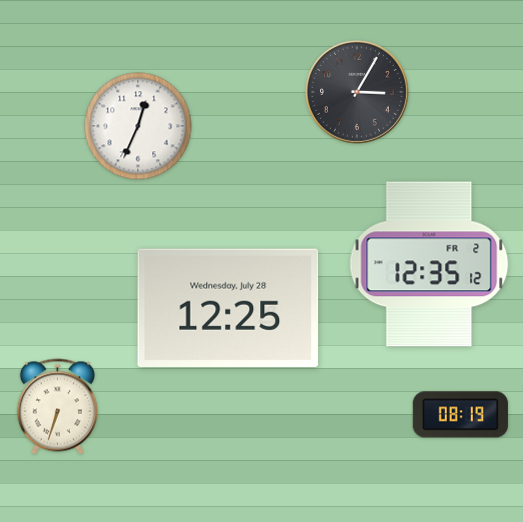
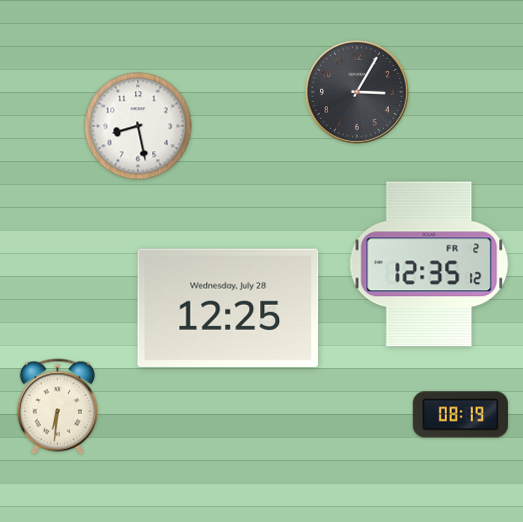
clock at (138, 126): 12:34 -> 8:28
clock at (57, 407): 6:33 -> 6:31
